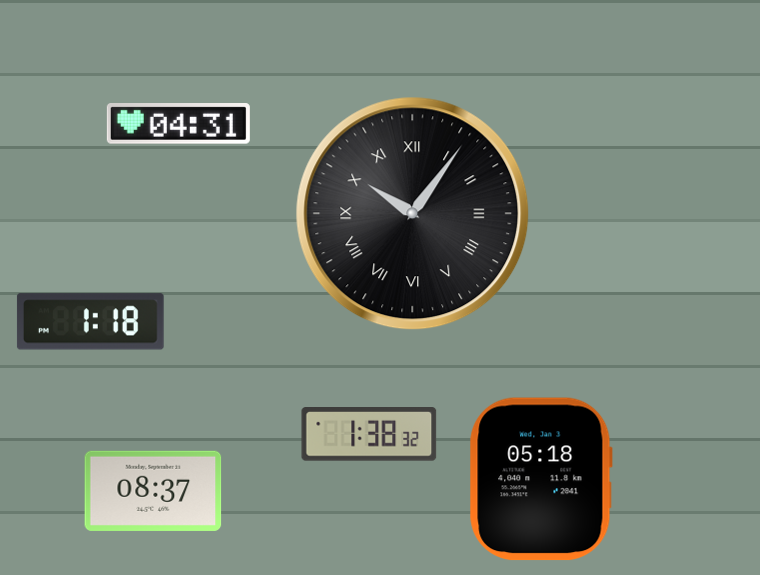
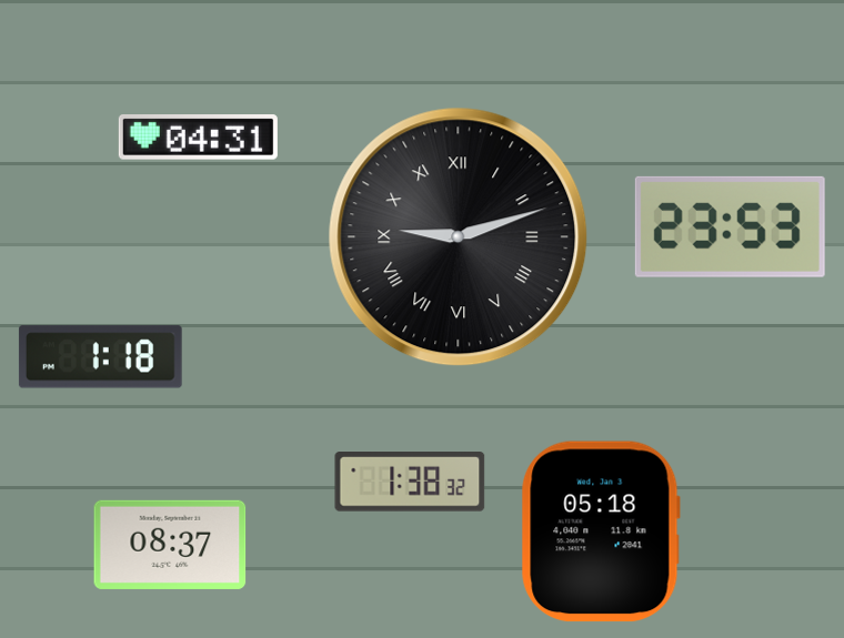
clock at (730, 226): none -> 23:53
clock at (413, 214): 10:06 -> 9:12
